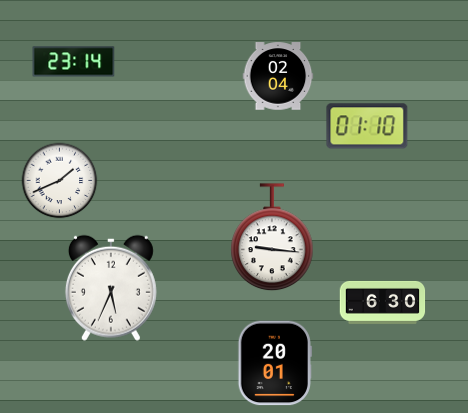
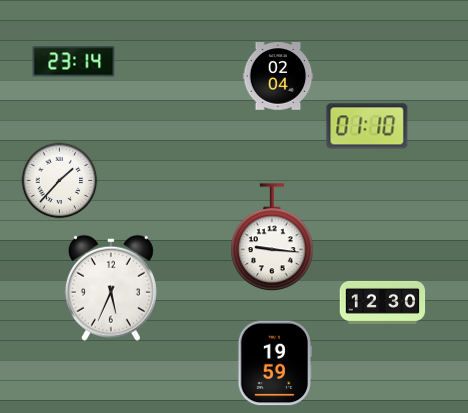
clock at (60, 181): 1:41 -> 1:37
clock at (383, 302): 6:30 -> 12:30
clock at (275, 363): 20:01 -> 19:59
